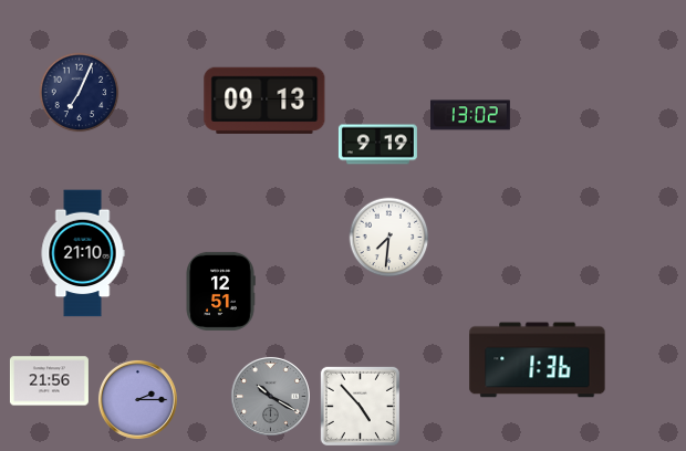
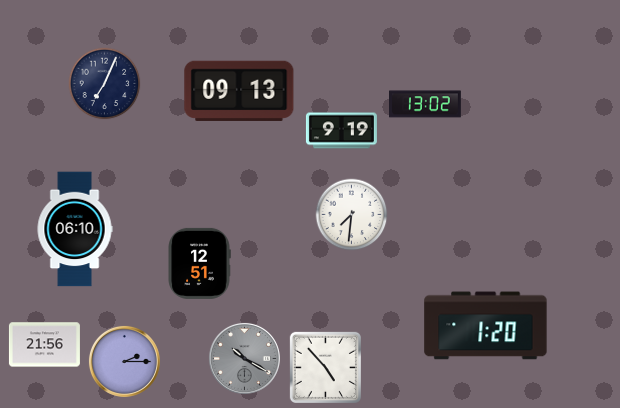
clock at (80, 93) position: (80, 93) -> (105, 84)
clock at (83, 253): 21:10 -> 06:10
clock at (538, 360): 1:36 -> 1:20
